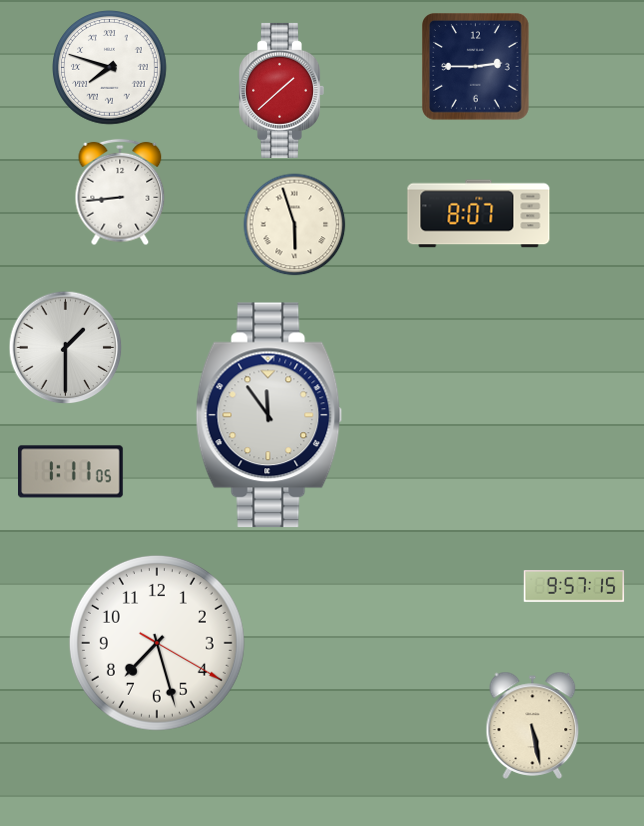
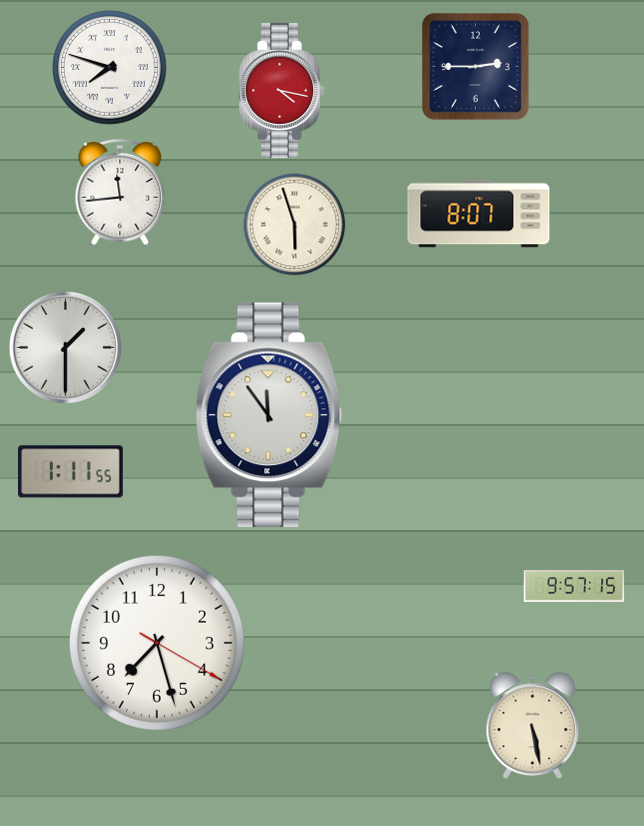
clock at (281, 90): 1:38 -> 4:17
clock at (120, 192): 8:44 -> 11:44
clock at (71, 472): 1:11:05 -> 1:11:55
